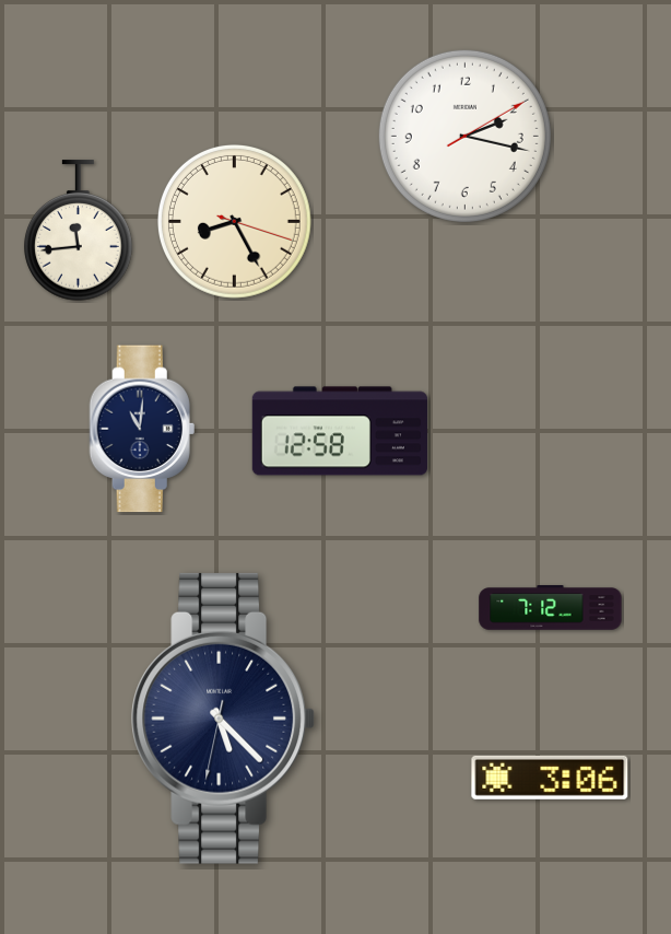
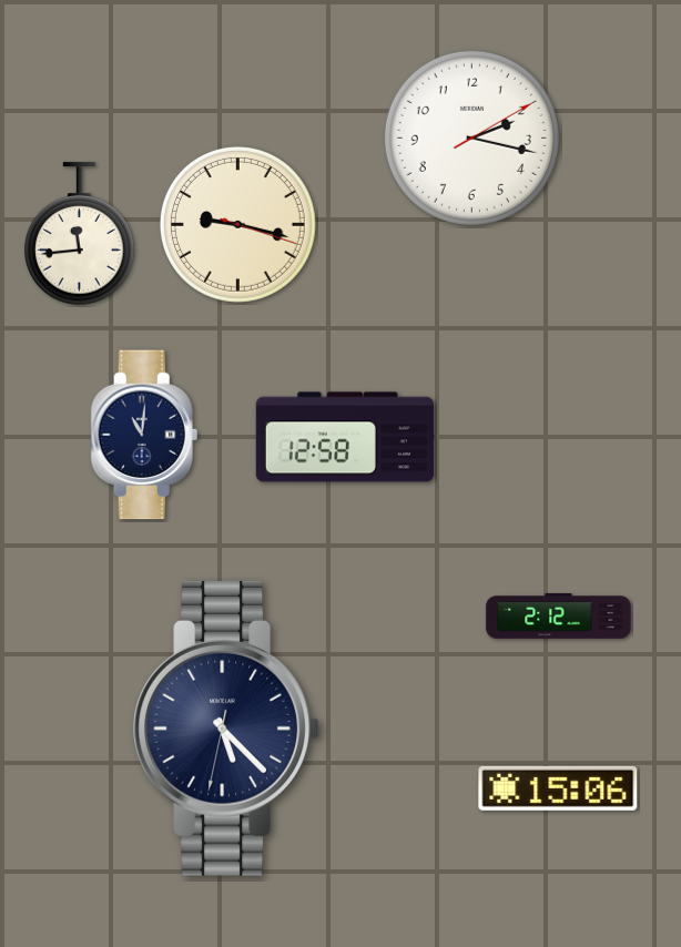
clock at (234, 221): 8:25 -> 9:17
clock at (551, 608): 7:12 -> 2:12
clock at (550, 778): 3:06 -> 15:06
